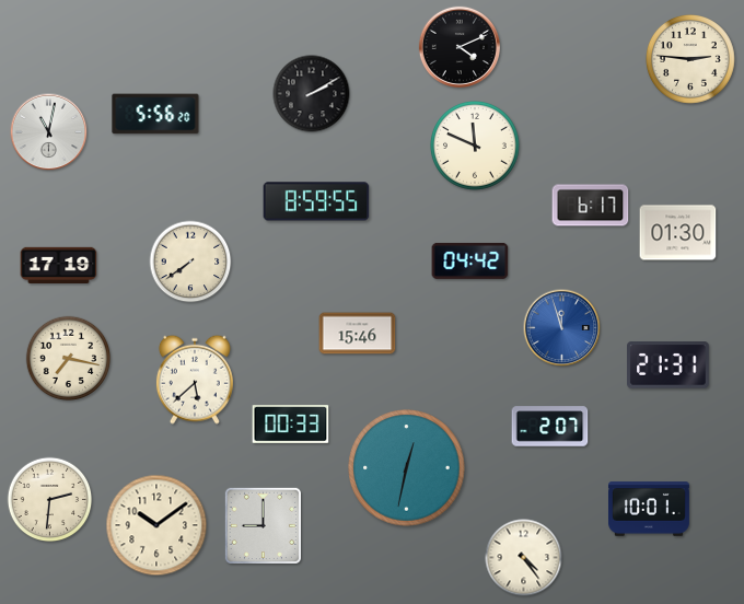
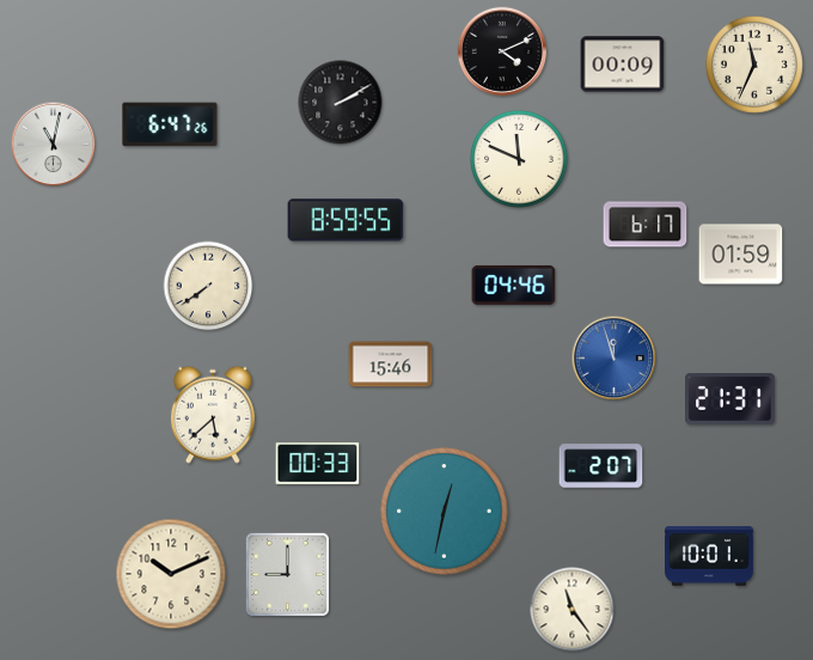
clock at (623, 65): none -> 00:09
clock at (690, 59): 2:46 -> 11:34
clock at (155, 114): 5:56 -> 6:47
clock at (678, 233): 01:30 -> 01:59
clock at (470, 260): 04:42 -> 04:46
clock at (59, 266): 17:19 -> none
clock at (69, 359): 7:17 -> none
clock at (50, 500): 2:31 -> none
clock at (156, 525): 10:09 -> 10:11
clock at (524, 558): 4:24 -> 11:24
